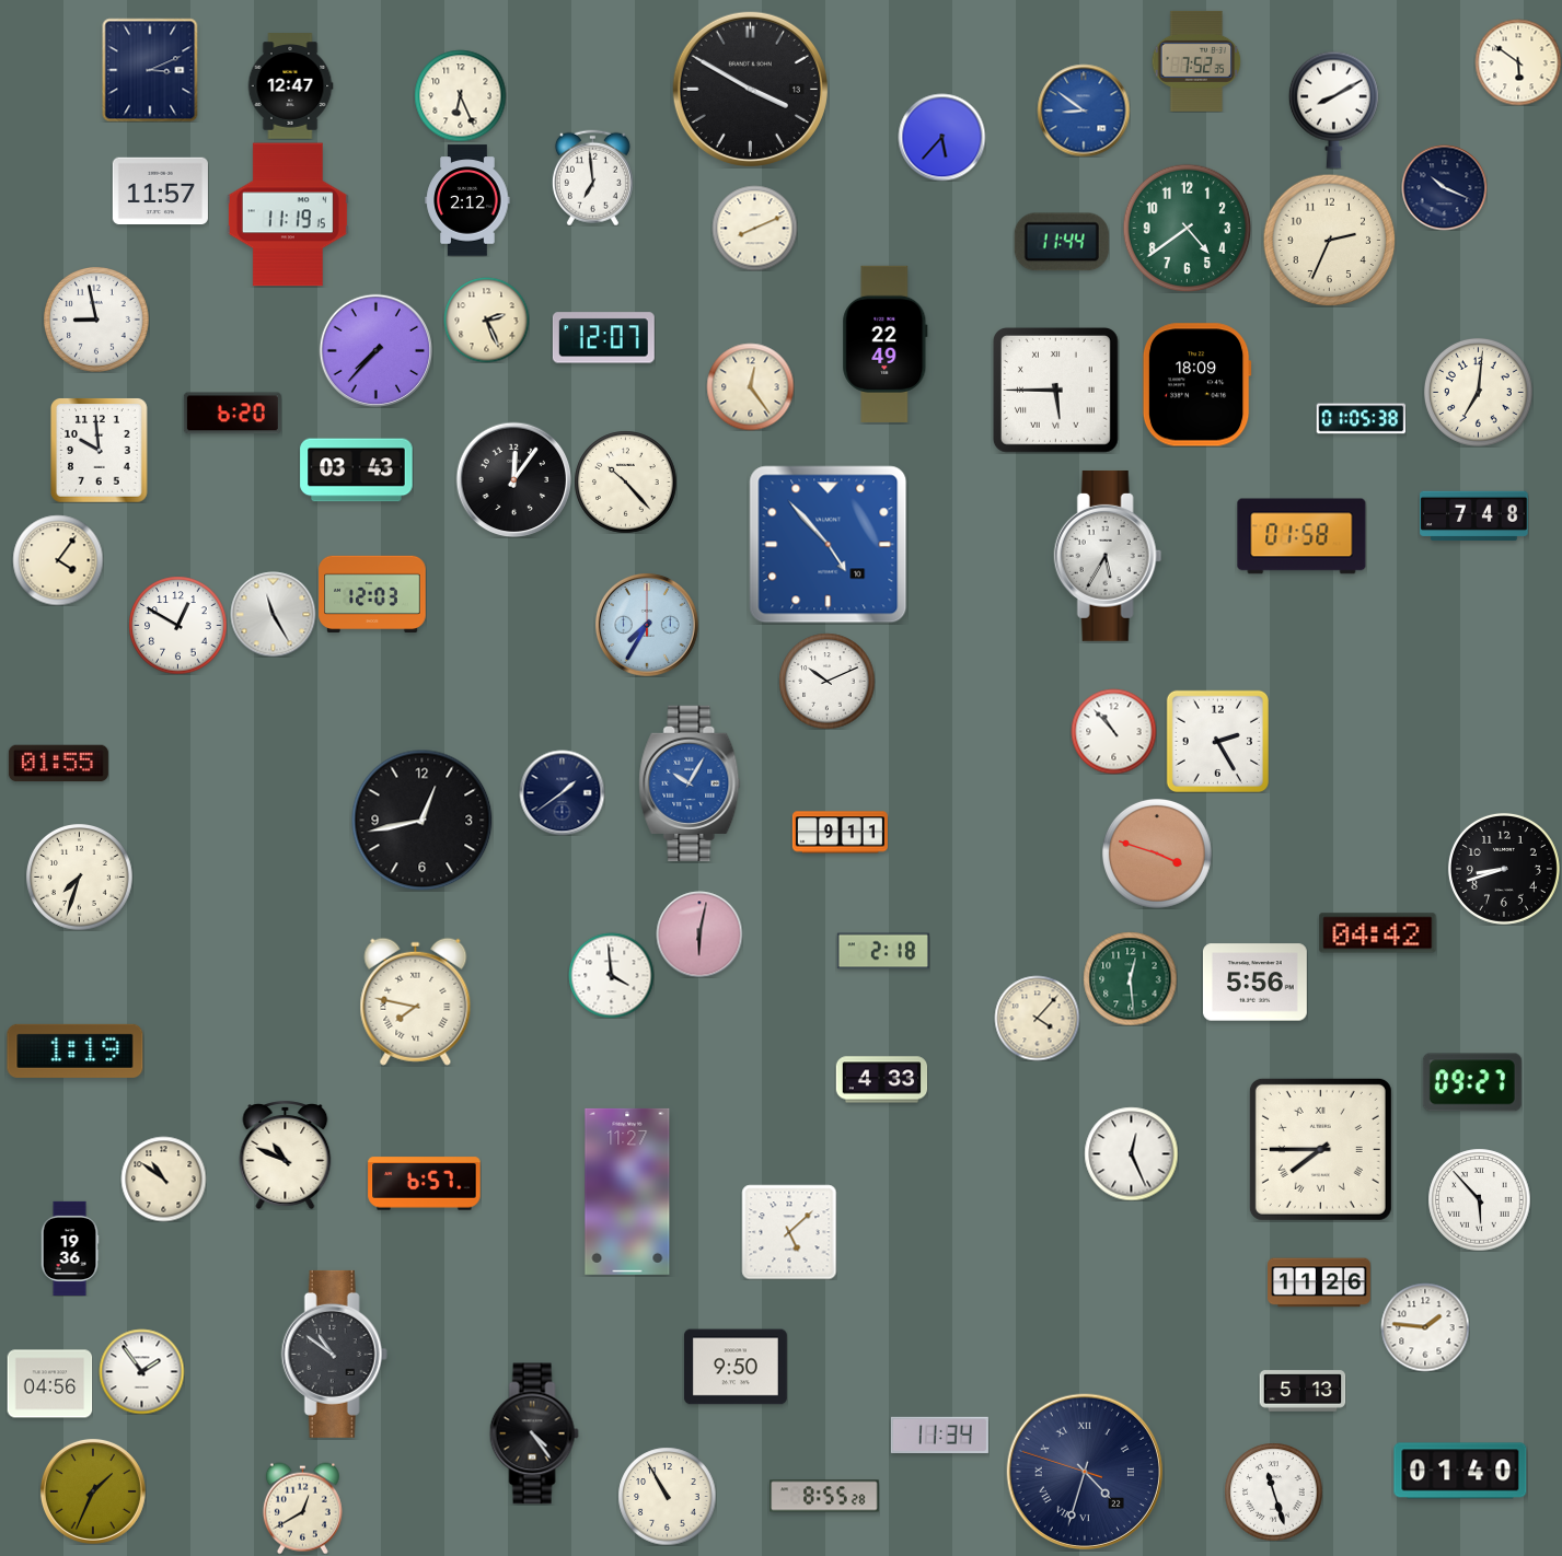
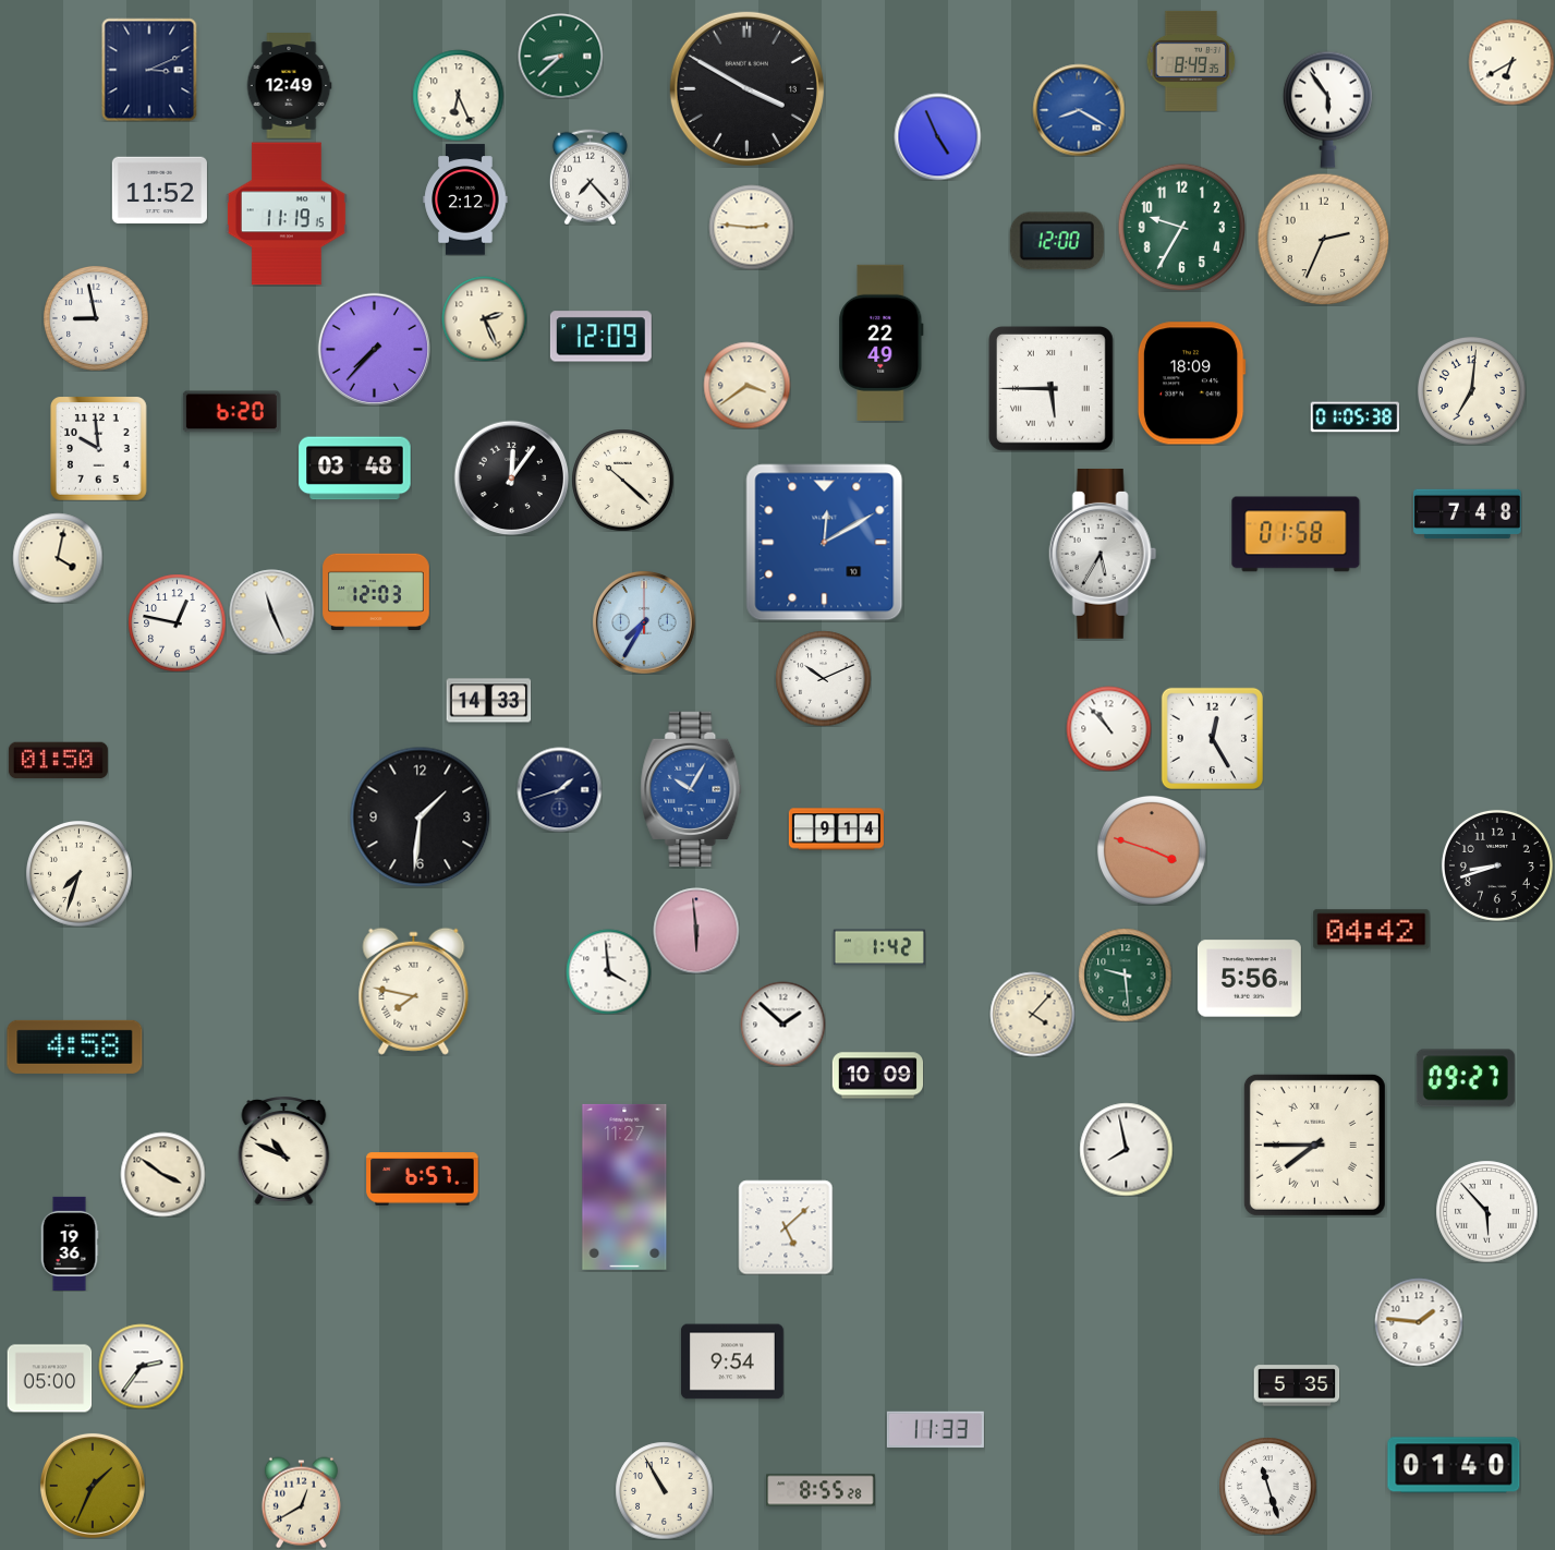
clock at (560, 56): none -> 8:38
clock at (1196, 61): 7:52 -> 8:49
clock at (1518, 62): 5:51 -> 6:40
clock at (290, 86): 12:47 -> 12:49
clock at (1333, 109): 8:10 -> 5:54
clock at (1084, 111): 8:51 -> 8:20
clock at (941, 137): 5:37 -> 4:56
clock at (592, 177): 6:59 -> 7:23
clock at (1444, 187): 10:19 -> none
clock at (160, 191): 11:57 -> 11:52
clock at (754, 228): 8:11 -> 2:46
clock at (1187, 228): 4:39 -> 9:35
clock at (1062, 242): 11:44 -> 12:00
clock at (603, 338): 12:07 -> 12:09
clock at (750, 386): 12:24 -> 3:39
clock at (357, 471): 03:43 -> 03:48
clock at (625, 481): 10:23 -> 10:22
clock at (829, 545): 4:53 -> 12:10
clock at (58, 560): 4:06 -> 4:02
clock at (372, 594) position: (372, 594) -> (376, 592)
clock at (273, 614): 11:25 -> 11:26
clock at (177, 625): 12:50 -> 12:47
clock at (488, 701): none -> 14:33
clock at (1217, 741): 2:25 -> 12:25
clock at (58, 764): 01:55 -> 01:50
clock at (690, 783) position: (690, 783) -> (691, 789)
clock at (562, 792): 1:39 -> 1:42
clock at (421, 820): 12:43 -> 1:31
clock at (840, 833): 9:11 -> 9:14
clock at (699, 934): 6:02 -> 5:59
clock at (882, 951): 2:18 -> 1:42
clock at (1130, 978): 12:29 -> 9:29
clock at (416, 1001) position: (416, 1001) -> (414, 991)
clock at (782, 1024): none -> 1:52
clock at (76, 1050): 1:19 -> 4:58
clock at (881, 1080): 4:33 -> 10:09
clock at (1131, 1153): 12:26 -> 7:58
clock at (163, 1178): 10:51 -> 3:51
clock at (1479, 1199) position: (1479, 1199) -> (1486, 1211)
clock at (1320, 1282): 11:26 -> none
clock at (334, 1354): 10:51 -> none
clock at (736, 1367): 9:50 -> 9:54
clock at (141, 1371): 1:54 -> 2:36
clock at (49, 1384): 04:56 -> 05:00
clock at (1303, 1391): 5:13 -> 5:35
clock at (534, 1433): 4:24 -> none
clock at (939, 1436): 11:34 -> 11:33
clock at (1084, 1472): 4:32 -> none
